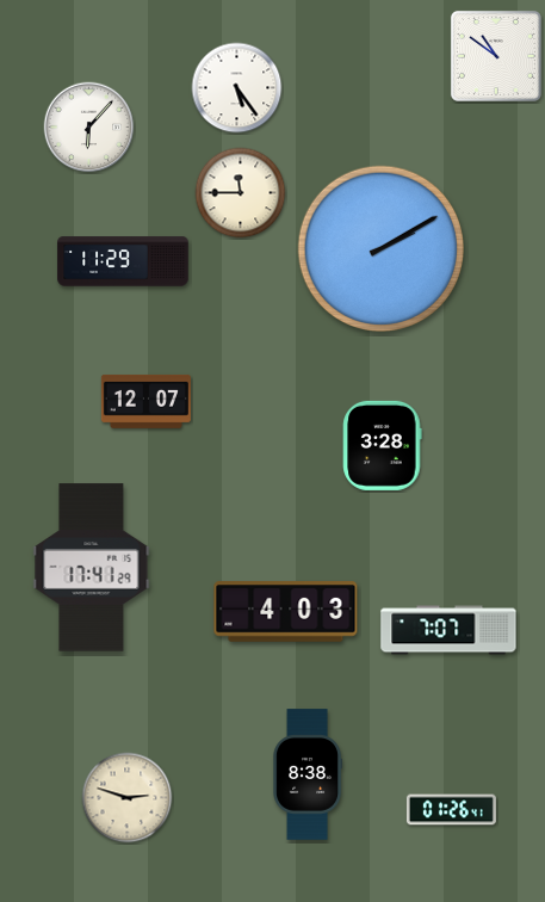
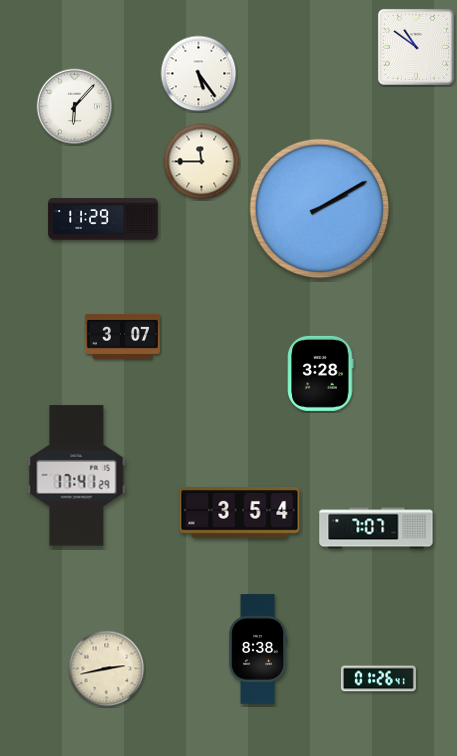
clock at (145, 401): 12:07 -> 3:07
clock at (286, 612): 4:03 -> 3:54
clock at (128, 798): 2:48 -> 2:43
